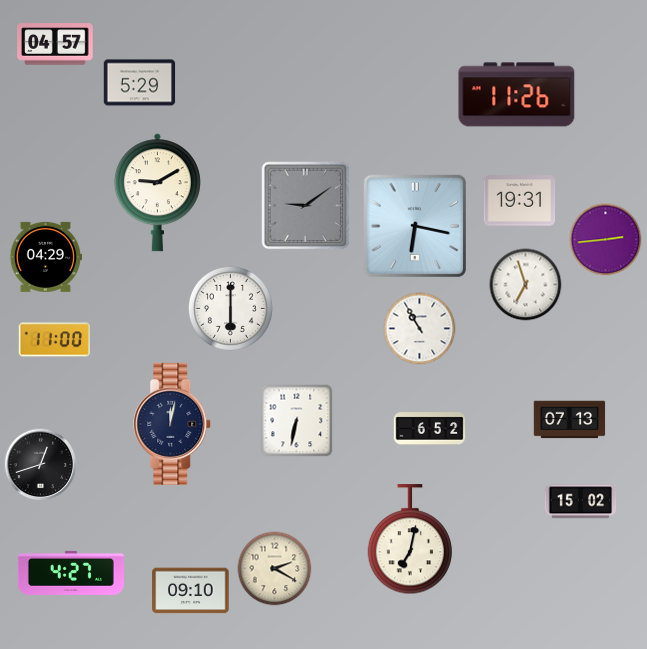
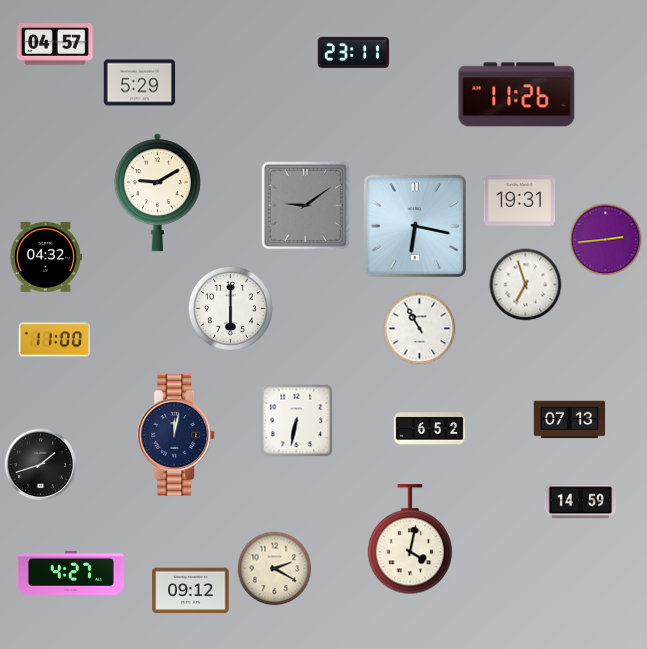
clock at (354, 52): none -> 23:11
clock at (45, 257): 04:29 -> 04:32
clock at (173, 424) position: (173, 424) -> (177, 435)
clock at (41, 465): 12:42 -> 1:42
clock at (581, 502): 15:02 -> 14:59
clock at (410, 540): 7:02 -> 4:02
clock at (191, 591): 09:10 -> 09:12
